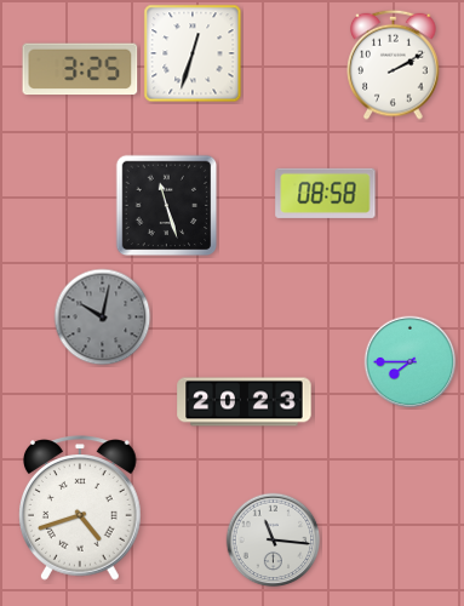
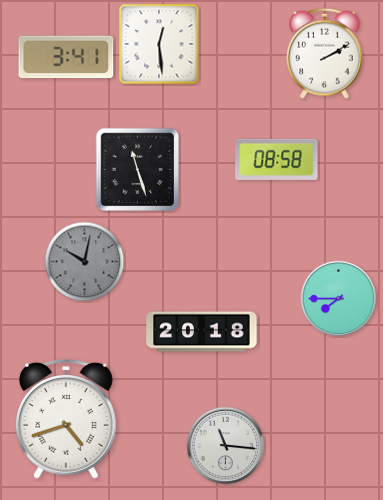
clock at (193, 53): 12:33 -> 12:29
clock at (80, 69): 3:25 -> 3:41
clock at (326, 193) position: (326, 193) -> (277, 159)
clock at (245, 402): 20:23 -> 20:18
